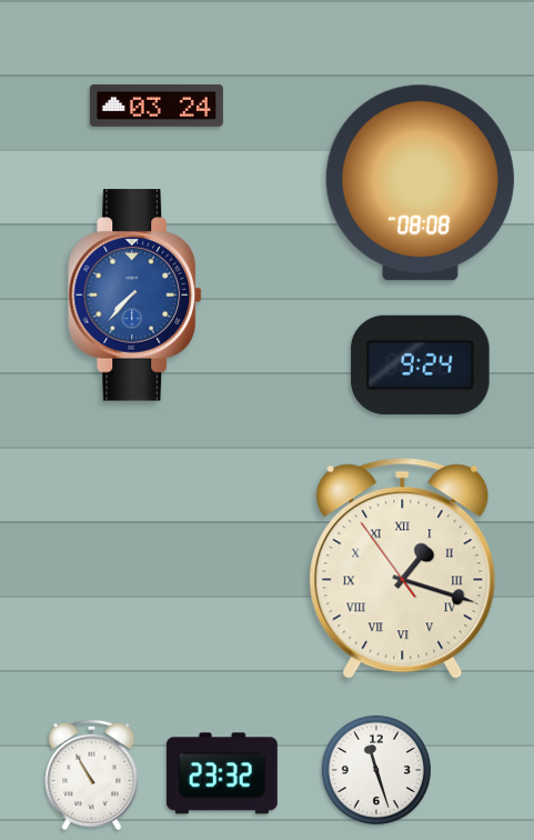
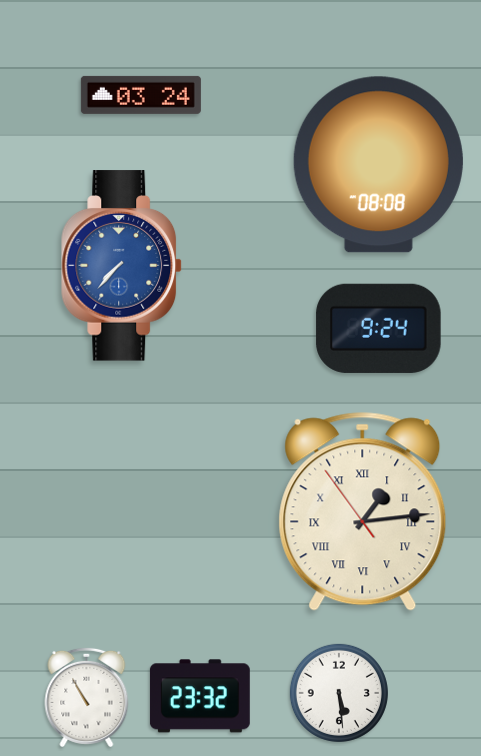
clock at (403, 568): 1:17 -> 1:13
clock at (376, 770): 11:27 -> 5:29
clock at (92, 774) position: (92, 774) -> (87, 697)
